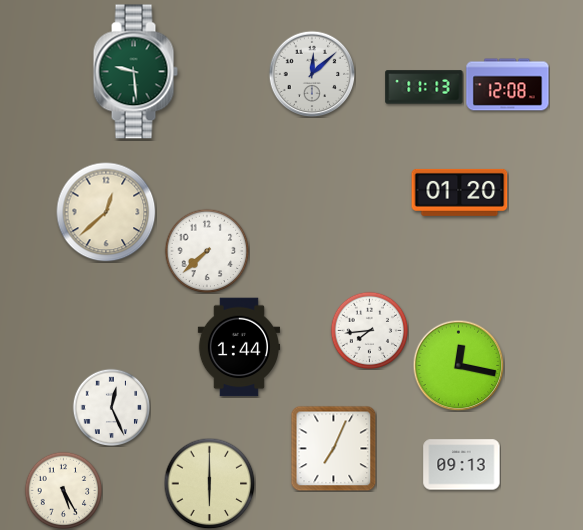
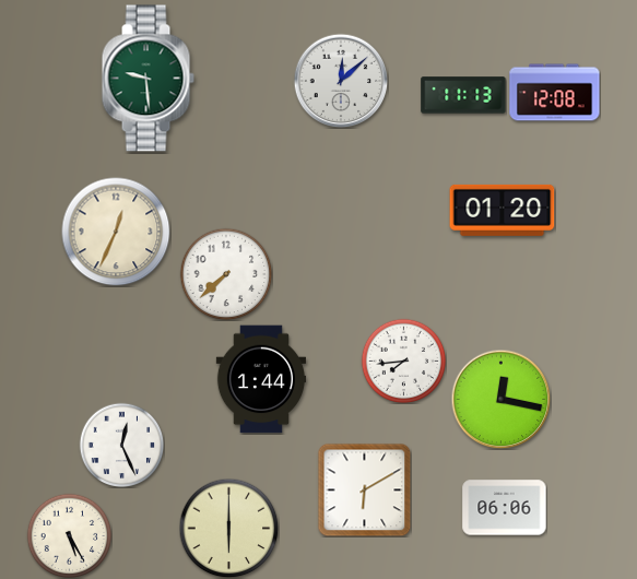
clock at (106, 212): 12:38 -> 12:34
clock at (333, 448): 7:04 -> 6:10
clock at (462, 465): 09:13 -> 06:06
